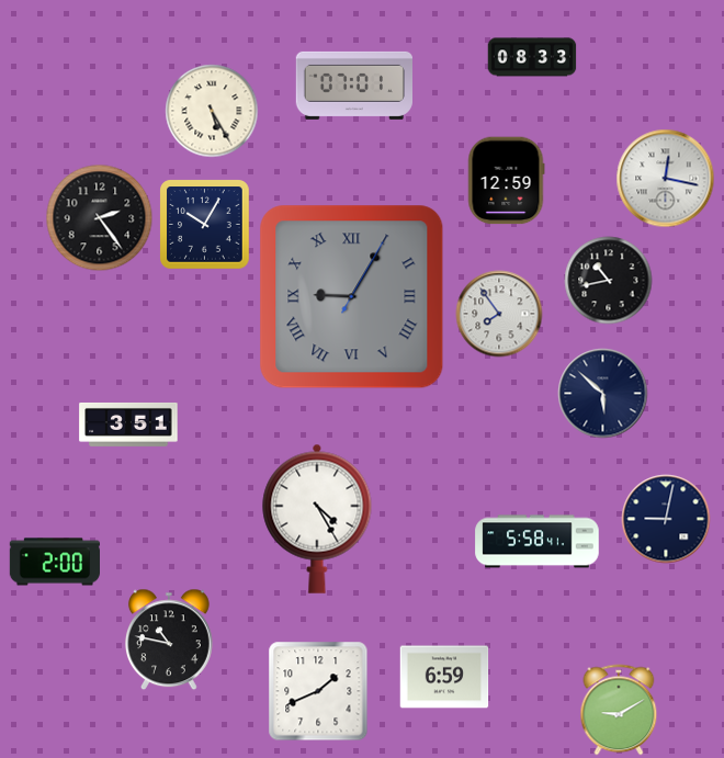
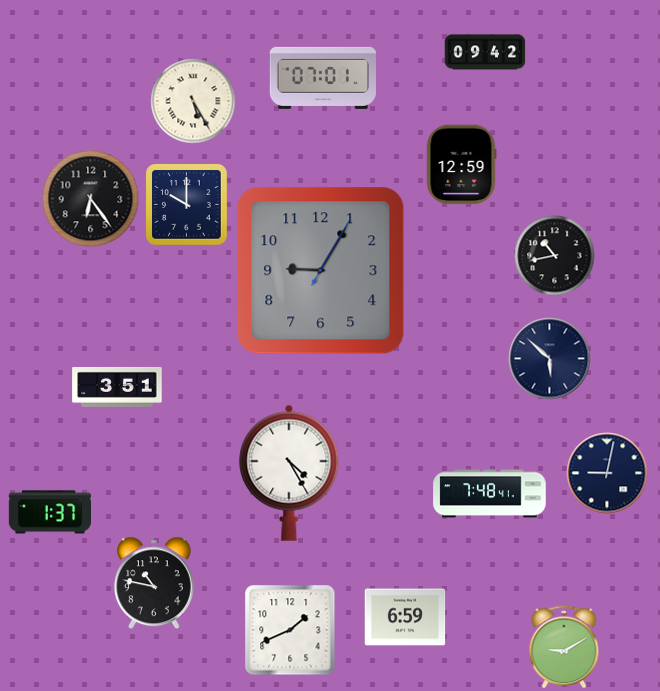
clock at (532, 57): 08:33 -> 09:42
clock at (666, 179): 12:17 -> none
clock at (100, 218): 2:24 -> 6:24
clock at (205, 225): 10:05 -> 10:00
clock at (352, 297) numerals: Roman -> Arabic
clock at (499, 314): 7:54 -> none
clock at (538, 542): 5:58 -> 7:48
clock at (54, 562): 2:00 -> 1:37
